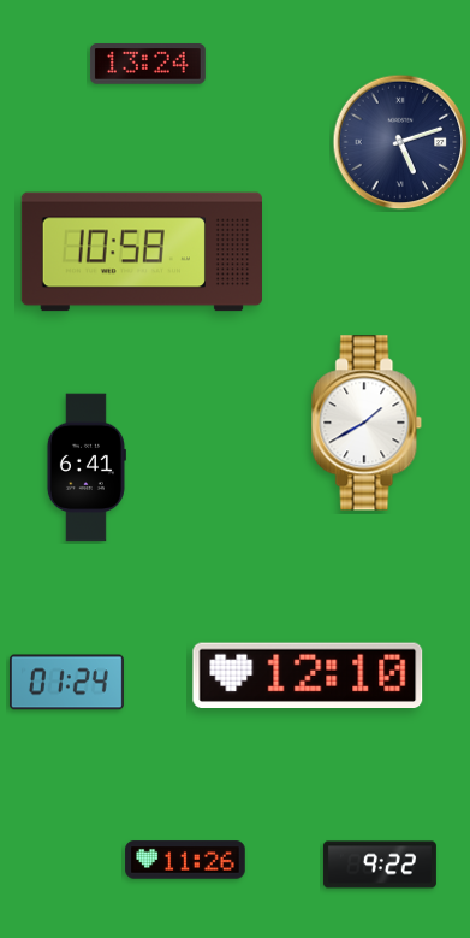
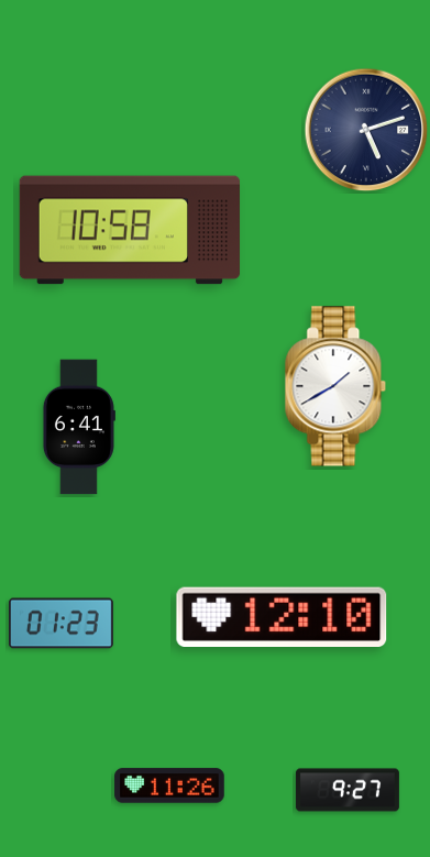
clock at (148, 64): 13:24 -> none
clock at (66, 683): 01:24 -> 01:23
clock at (380, 865): 9:22 -> 9:27
